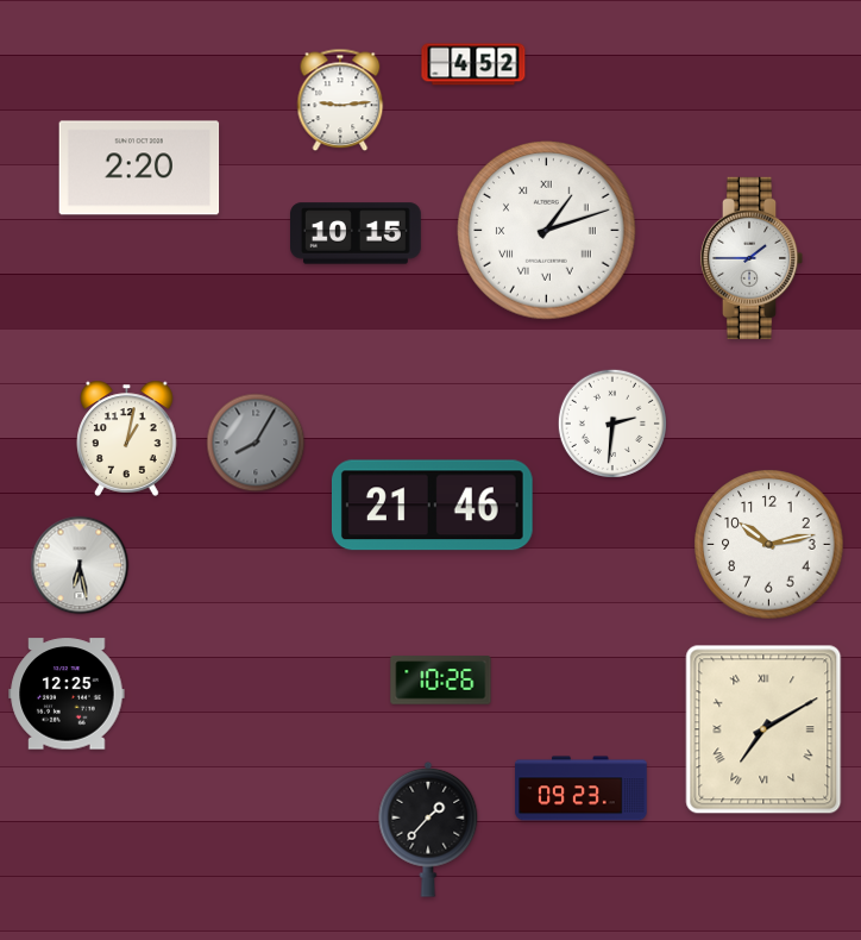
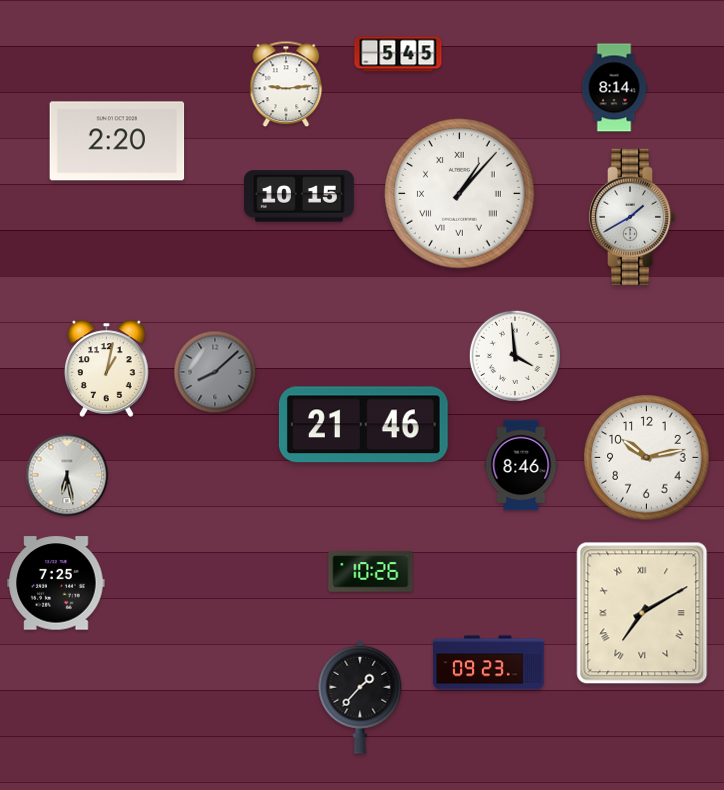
clock at (473, 64): 4:52 -> 5:45
clock at (614, 88): none -> 8:14
clock at (547, 231): 1:12 -> 1:07
clock at (752, 258): 1:45 -> 1:40
clock at (612, 424): 2:31 -> 3:59
clock at (256, 443): 8:05 -> 8:08
clock at (521, 465): none -> 8:46
clock at (67, 694): 12:25 -> 7:25
